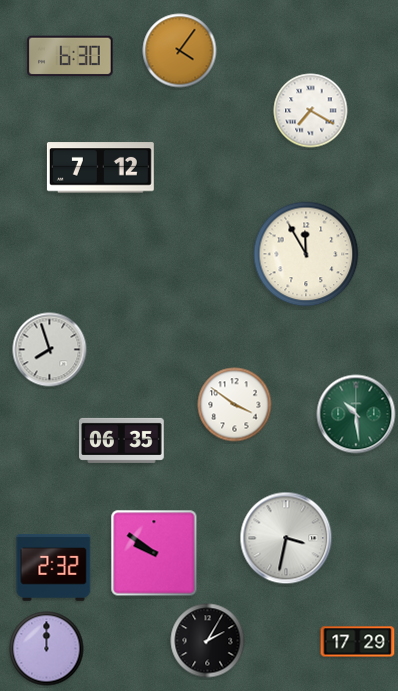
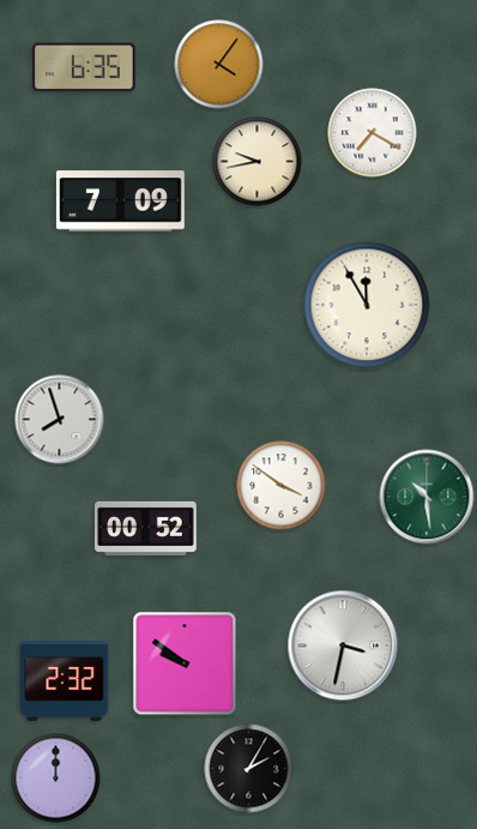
clock at (180, 51) position: (180, 51) -> (219, 65)
clock at (70, 56): 6:30 -> 6:35
clock at (258, 162): none -> 9:43
clock at (100, 168): 7:12 -> 7:09
clock at (122, 440): 06:35 -> 00:52
clock at (358, 642): 17:29 -> none
